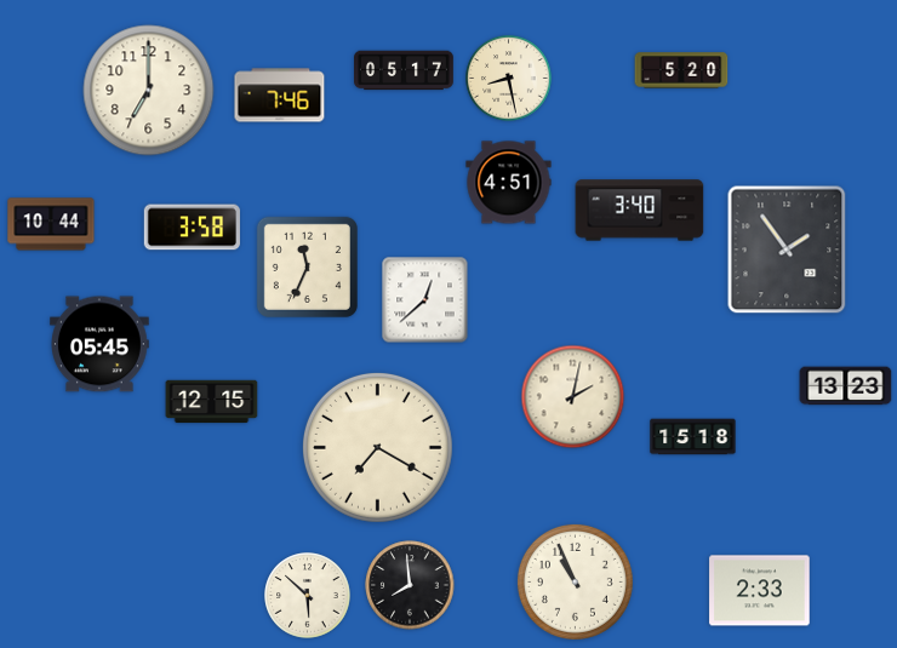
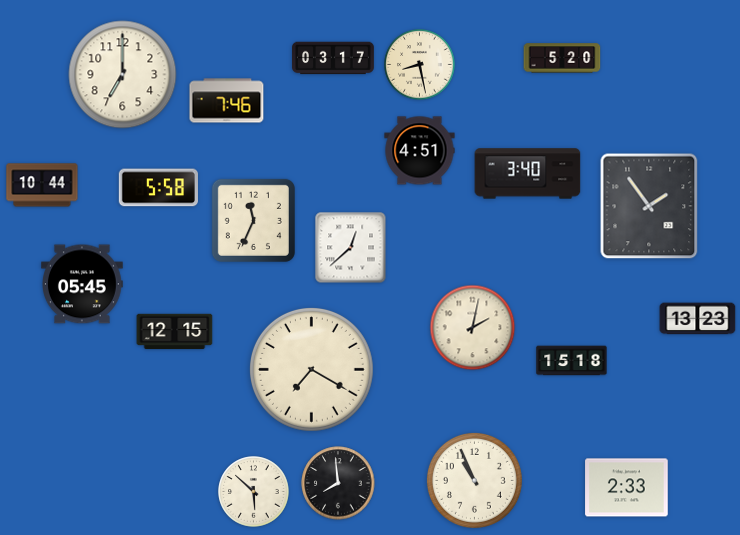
clock at (404, 70): 05:17 -> 03:17
clock at (280, 96) position: (280, 96) -> (227, 101)
clock at (192, 228): 3:58 -> 5:58
